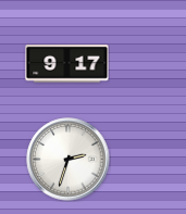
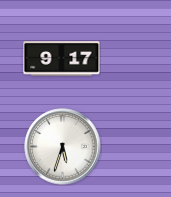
clock at (69, 160): 2:33 -> 5:33
